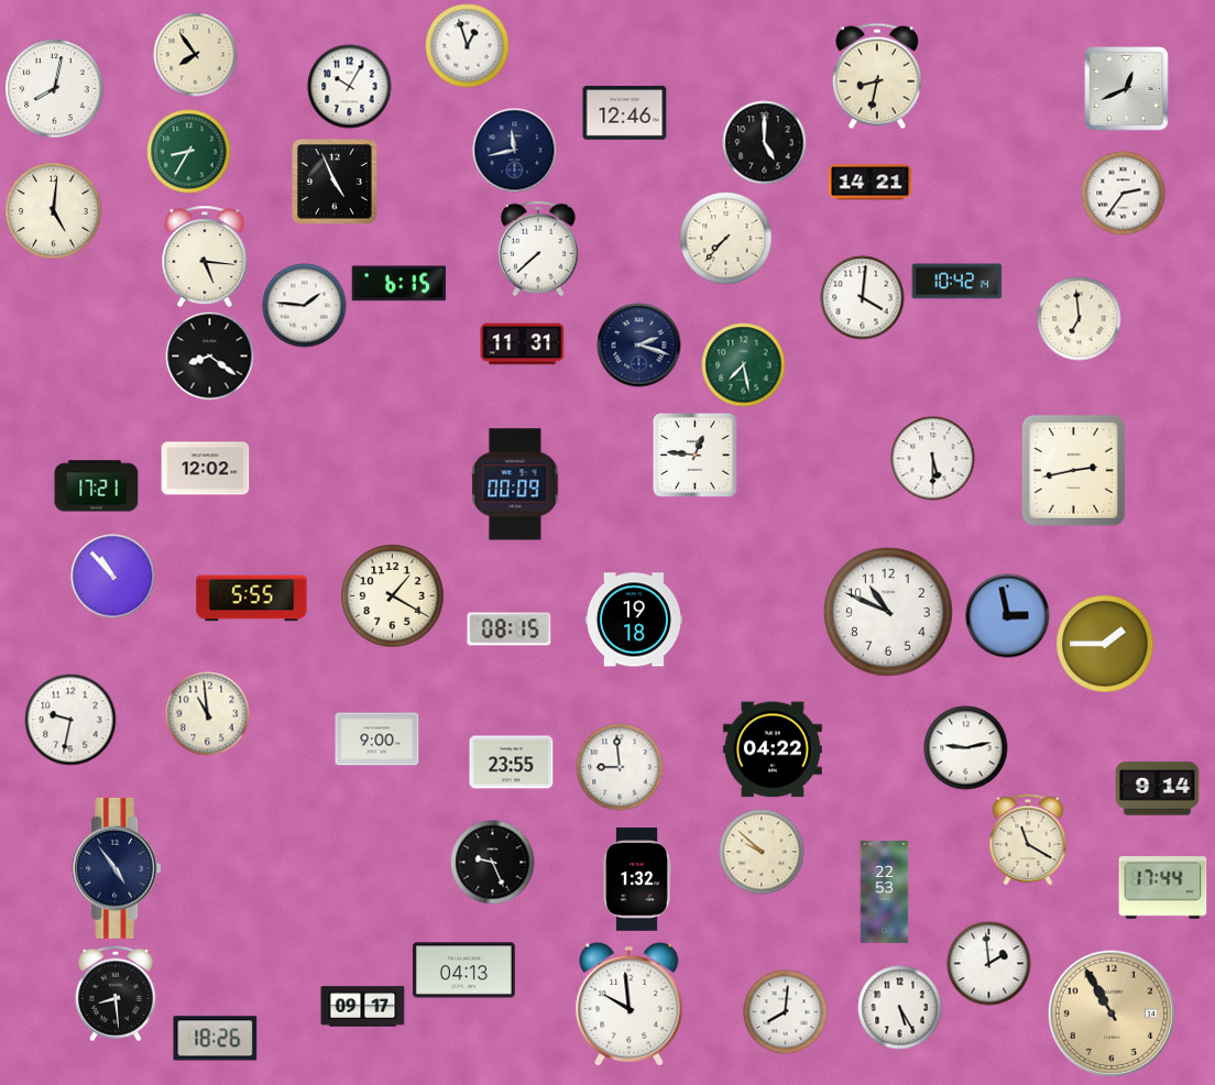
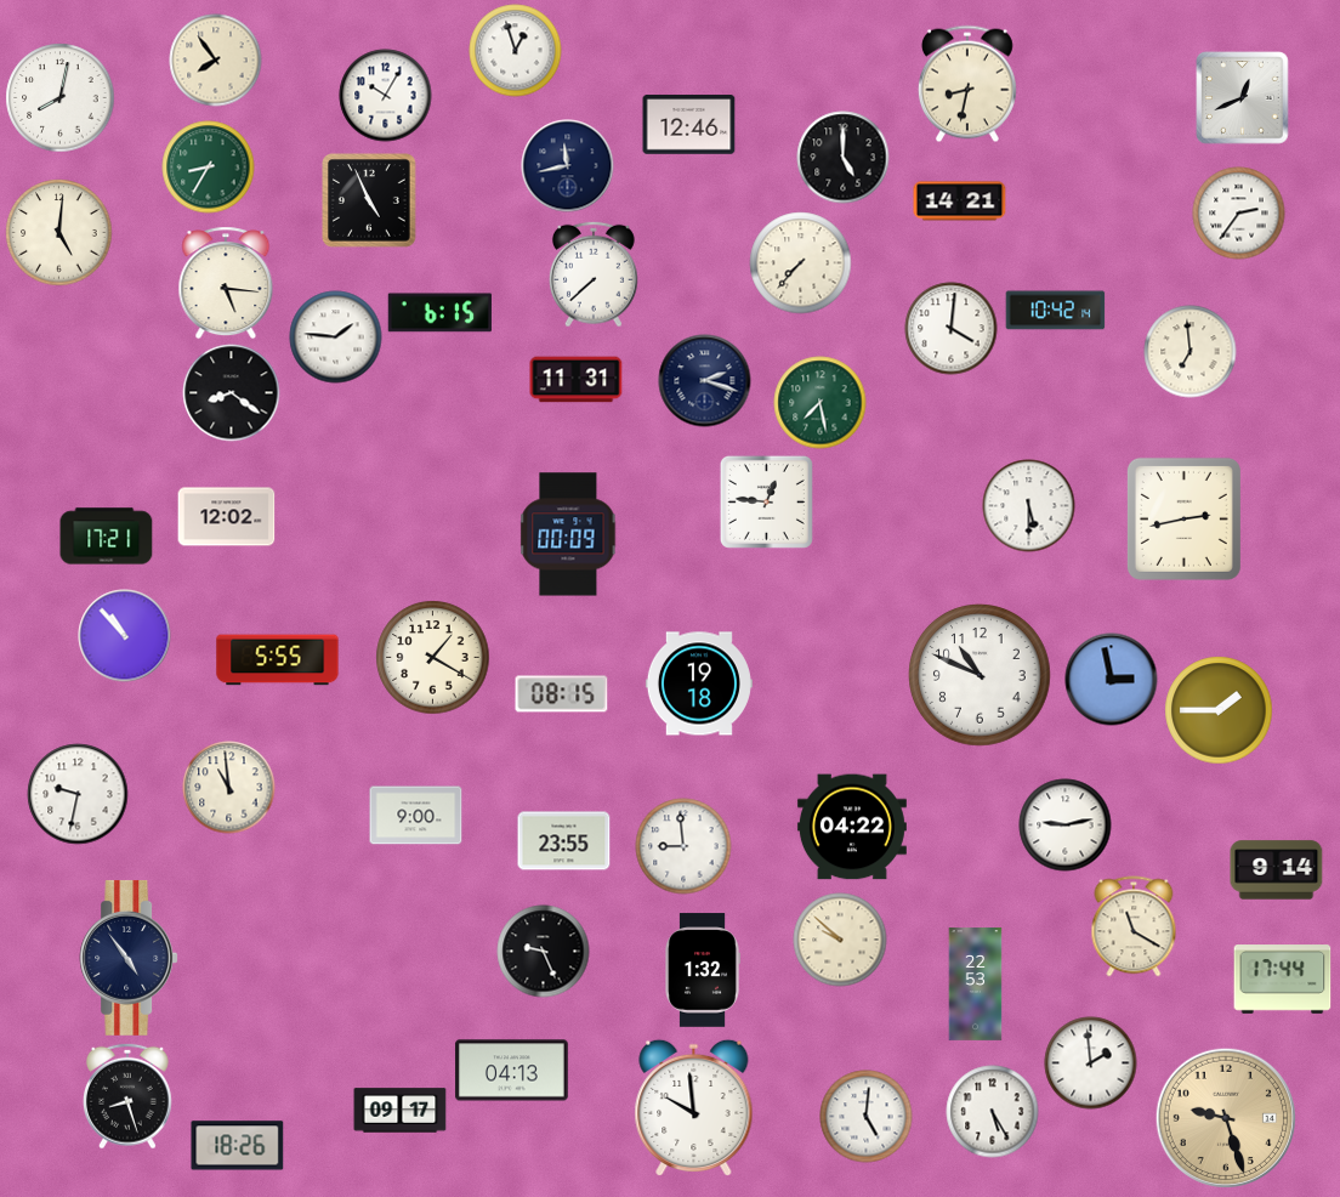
clock at (117, 994): 8:29 -> 8:27
clock at (786, 1012): 8:01 -> 5:01
clock at (1110, 1012): 10:55 -> 9:27
